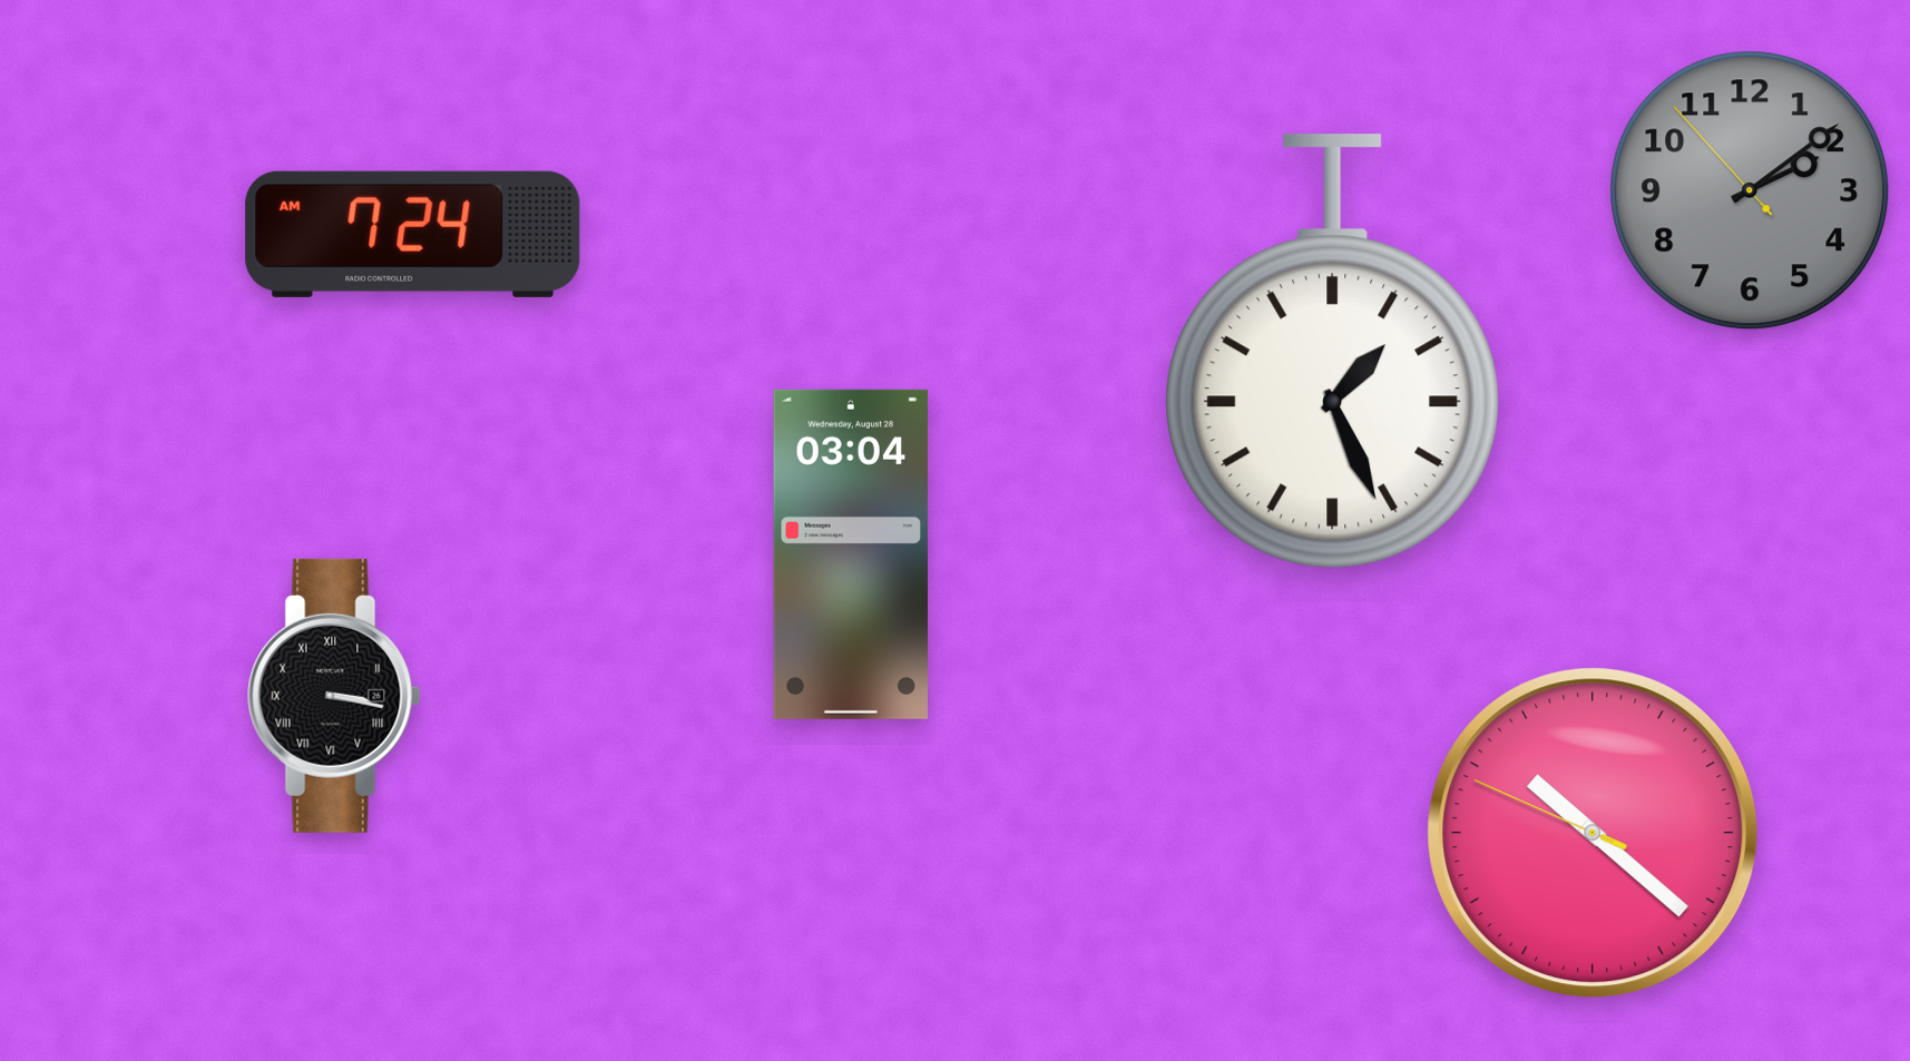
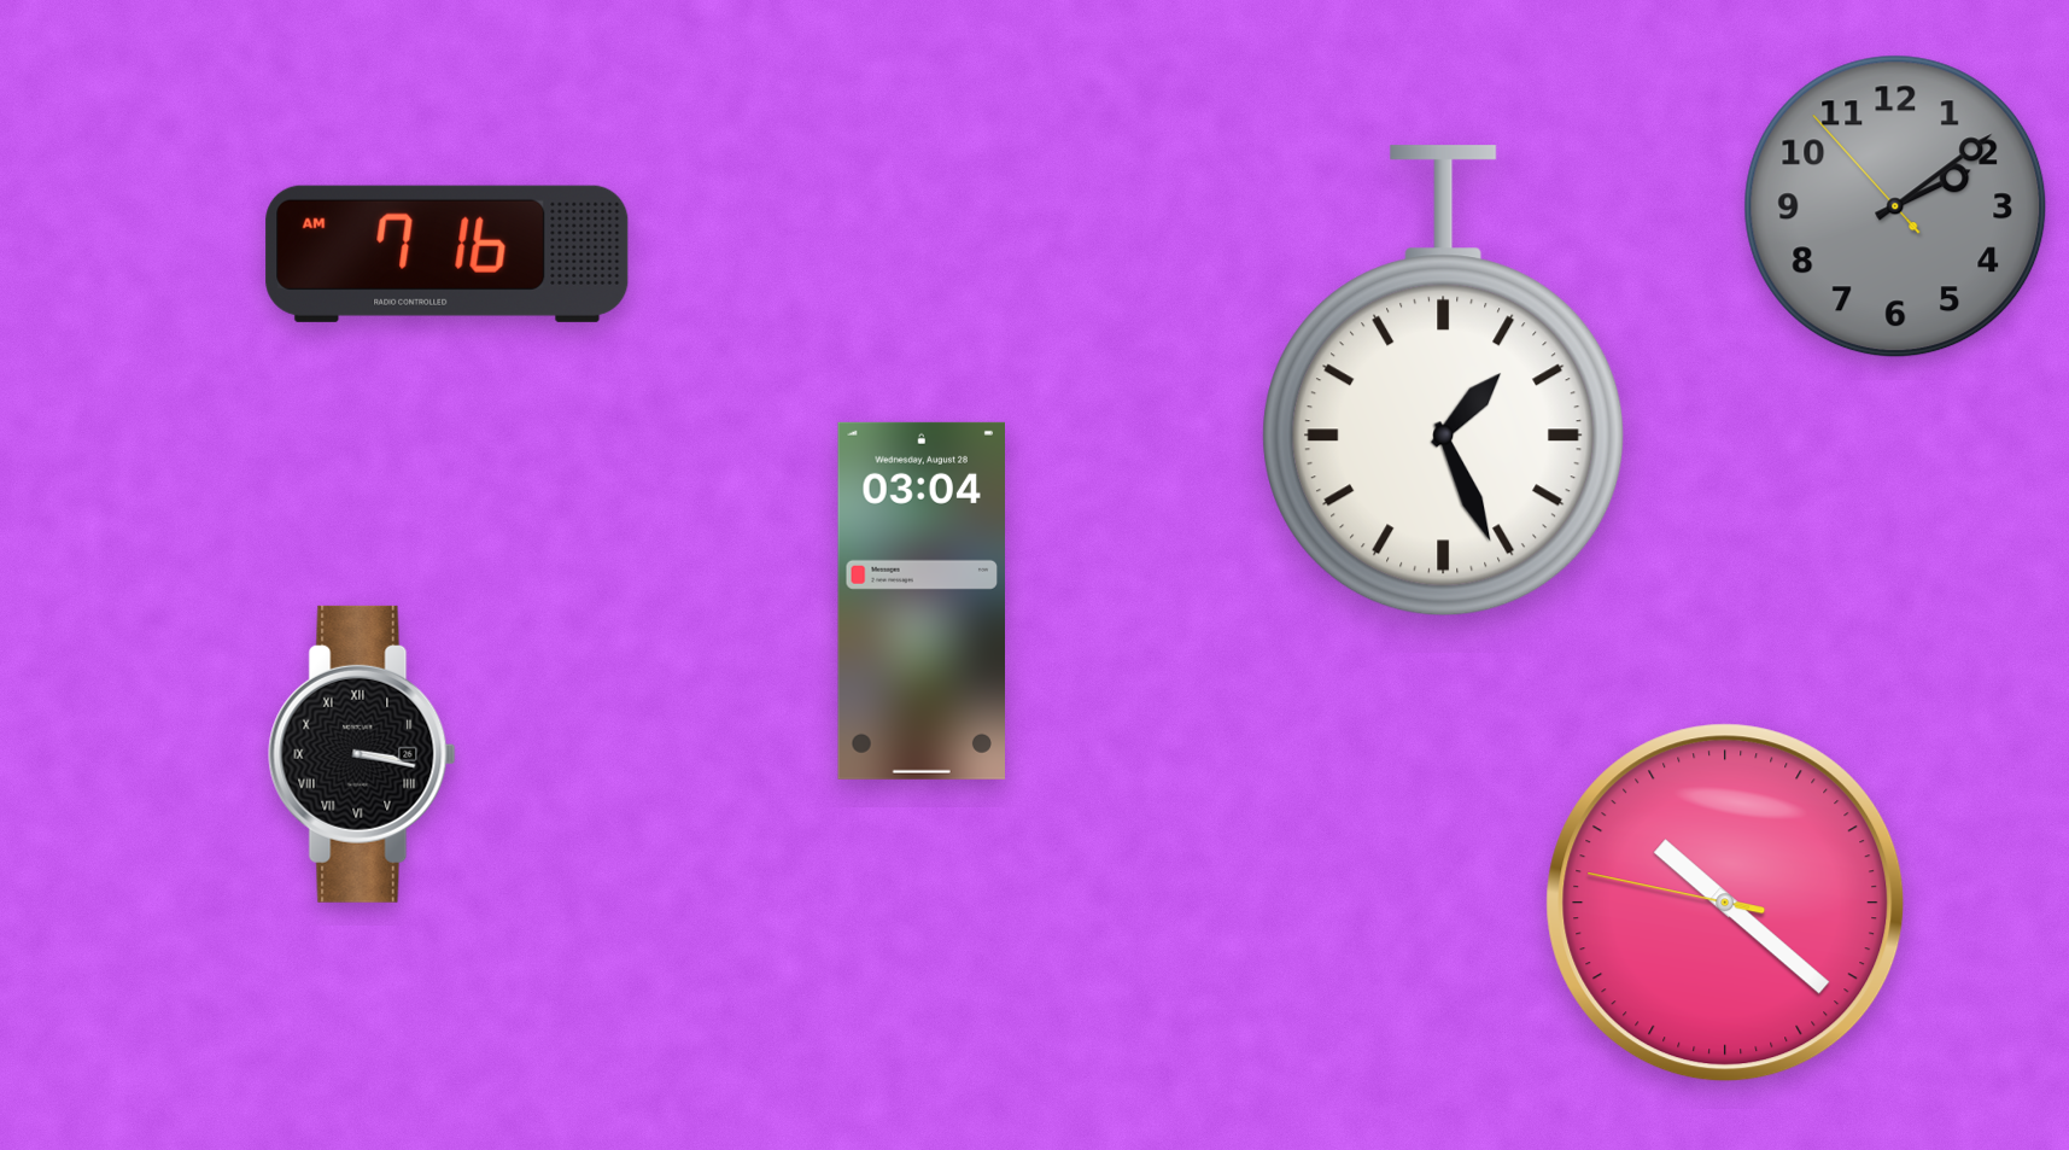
clock at (413, 234): 7:24 -> 7:16
clock at (1593, 833): 10:21:49 -> 10:21:47
